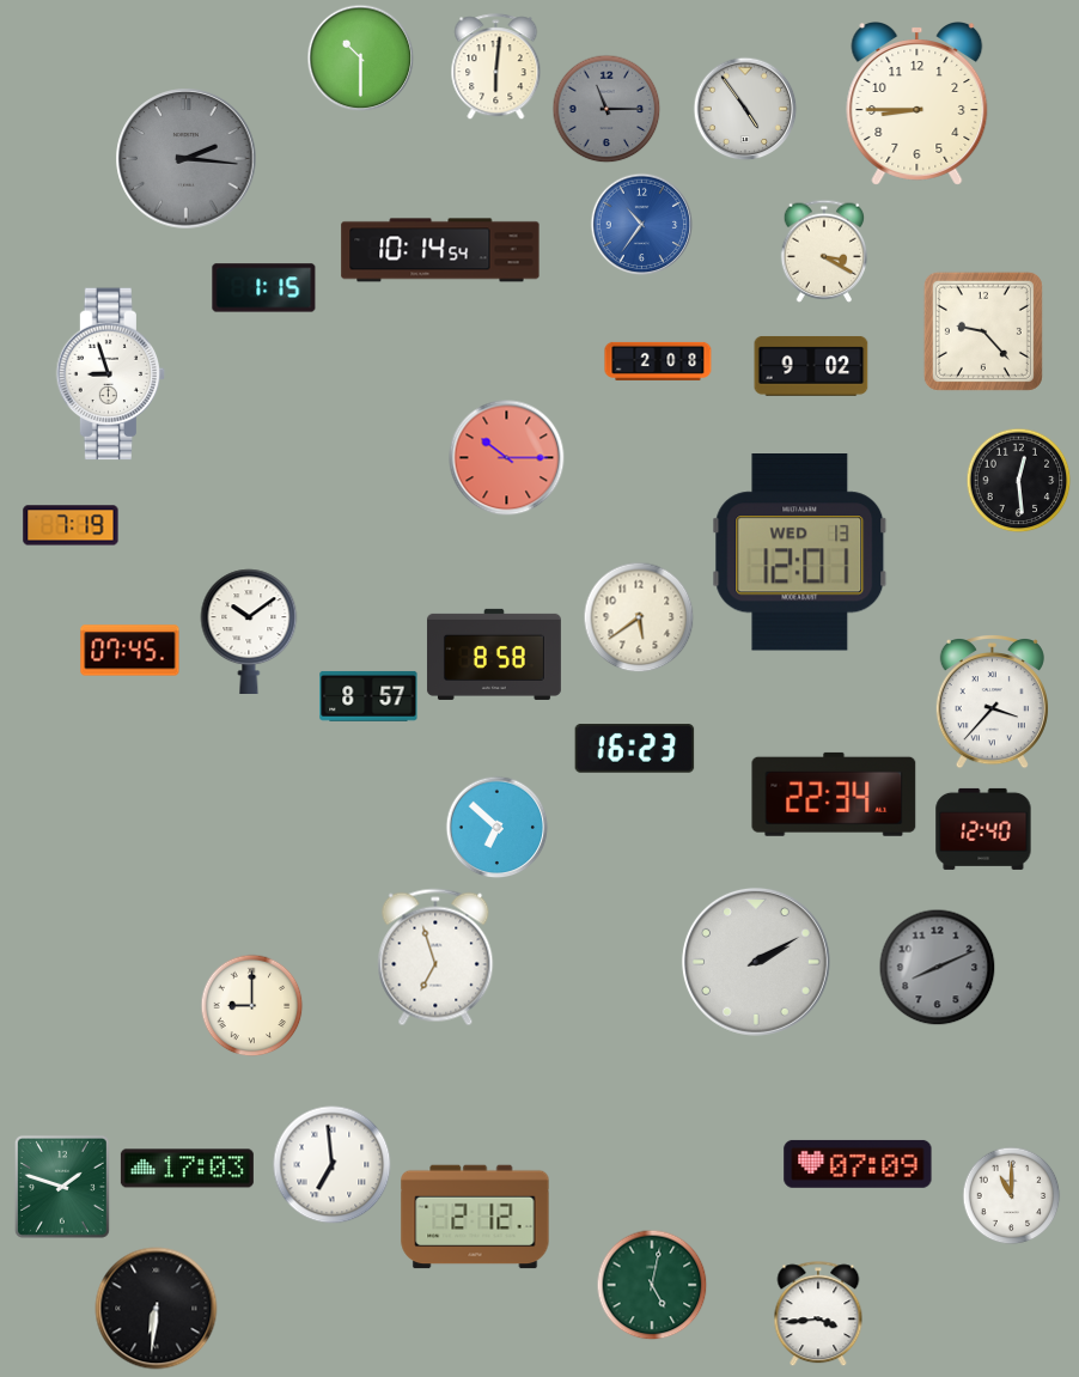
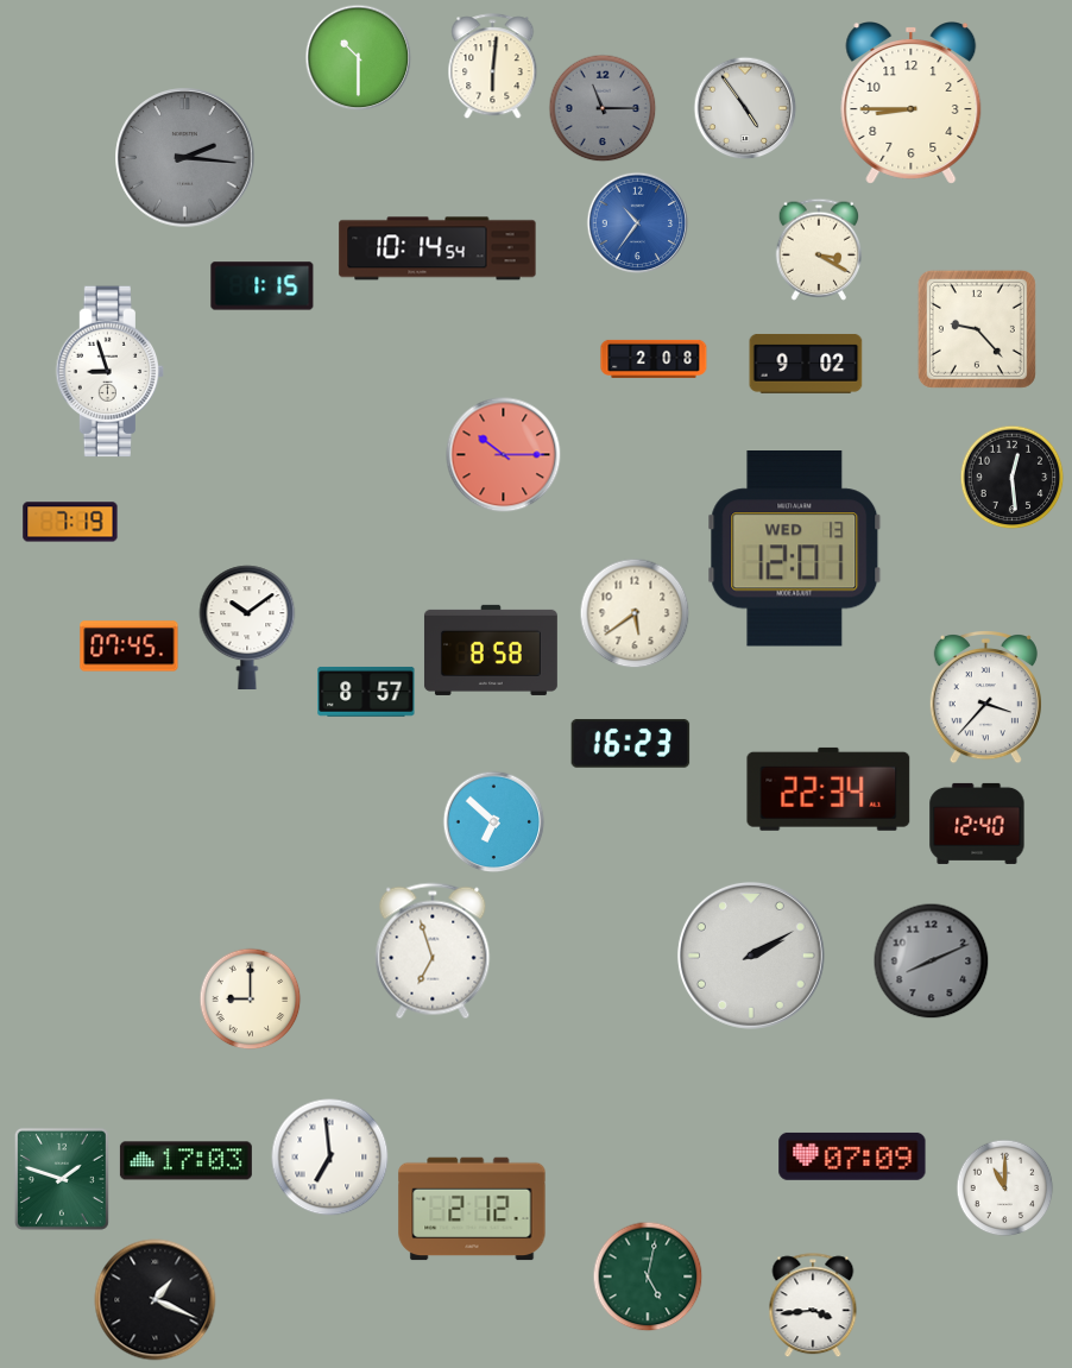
clock at (745, 109) position: (745, 109) -> (745, 108)
clock at (157, 1309): 6:31 -> 1:19
